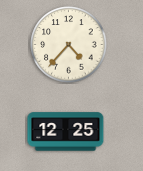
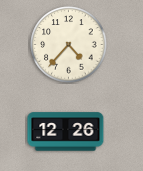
clock at (66, 132): 12:25 -> 12:26
